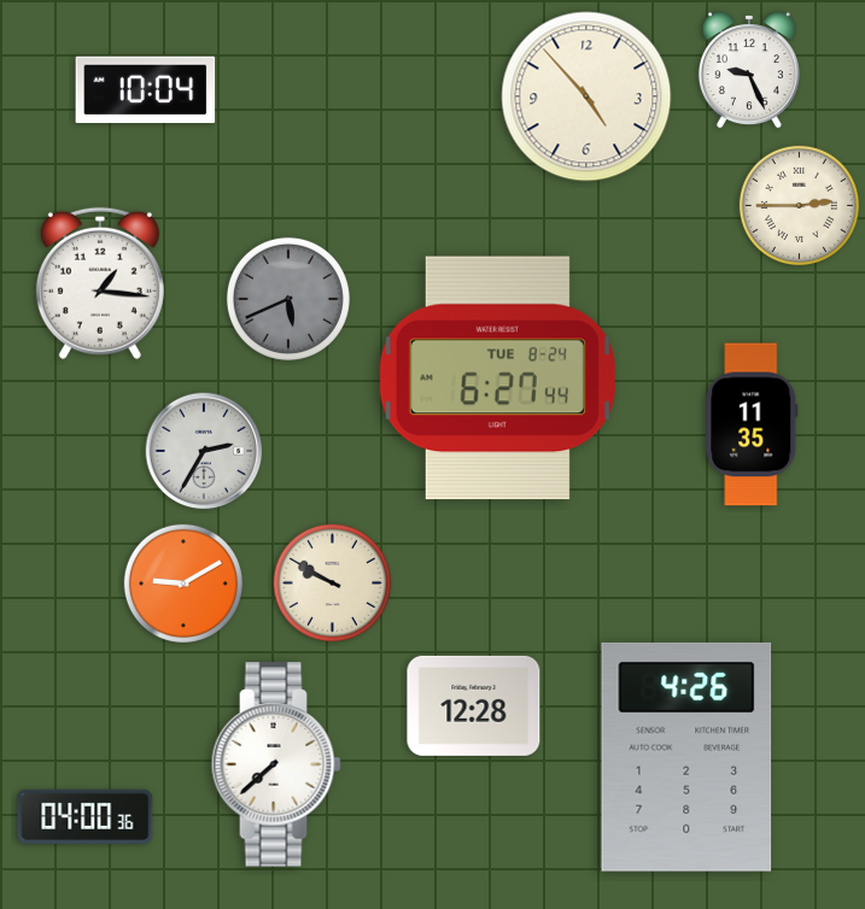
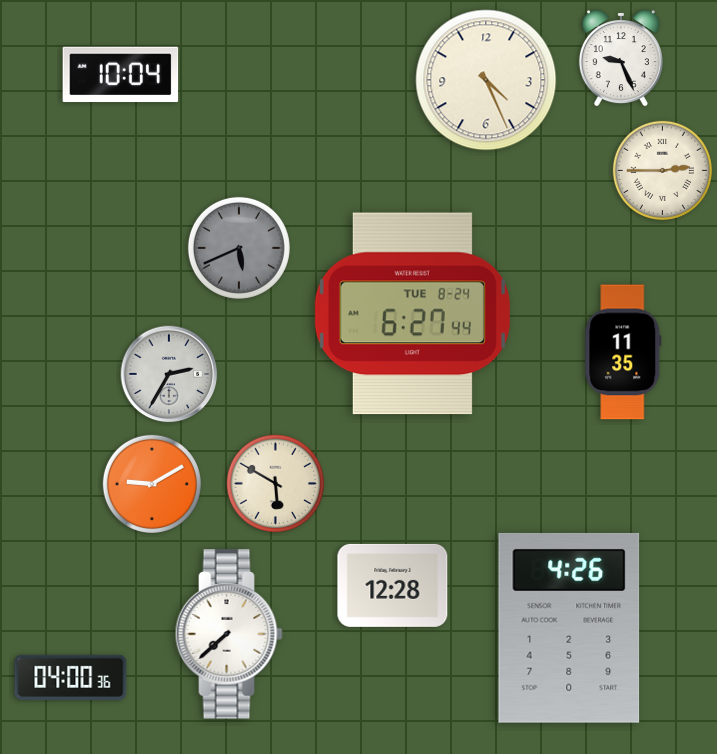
clock at (586, 96): 4:53 -> 4:26
clock at (100, 283): 1:16 -> none
clock at (332, 582): 9:50 -> 5:50
